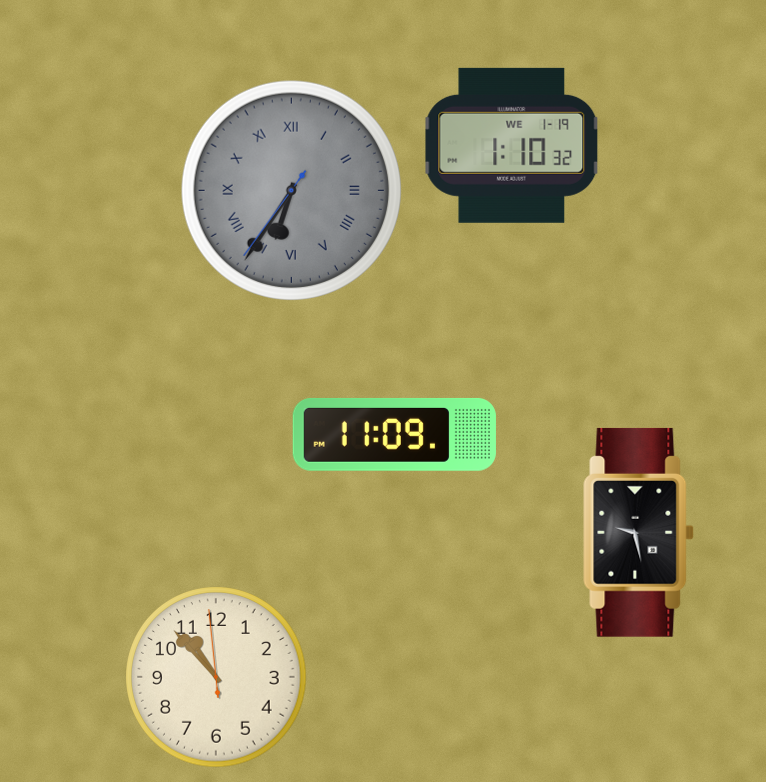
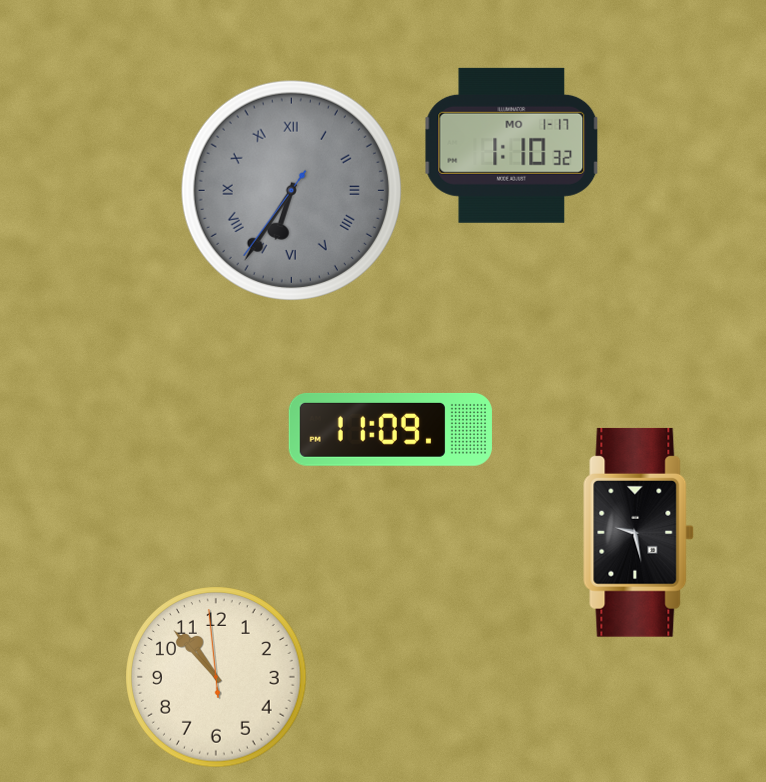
clock at (512, 145) date: WE 1-19 -> MO 1-17
clock at (394, 434) position: (394, 434) -> (390, 429)
